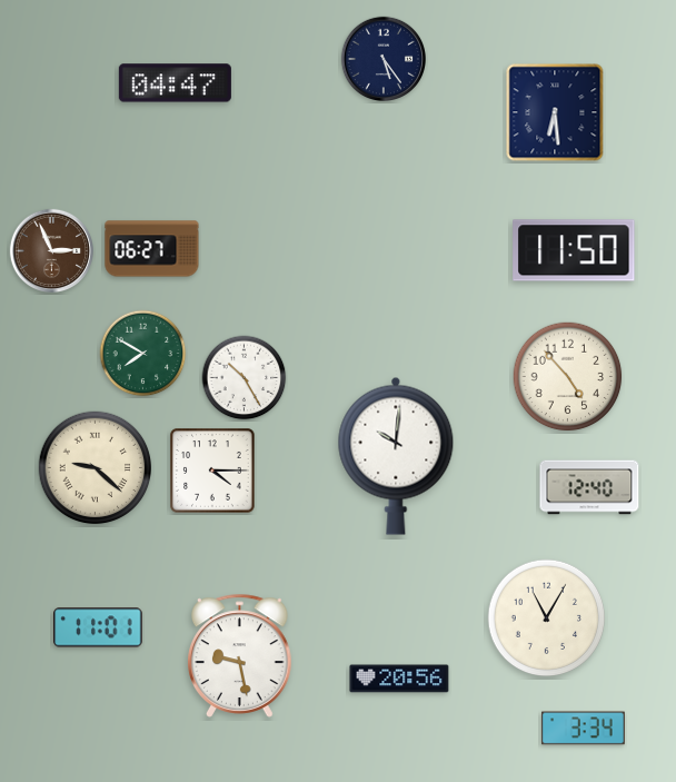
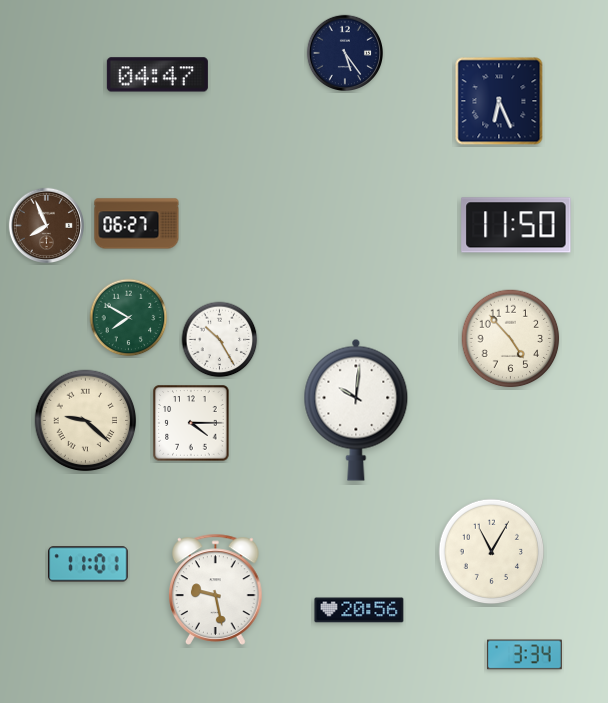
clock at (555, 112): 6:29 -> 6:26
clock at (51, 250): 2:56 -> 7:56
clock at (589, 487): 12:40 -> none
clock at (547, 618) position: (547, 618) -> (492, 552)
